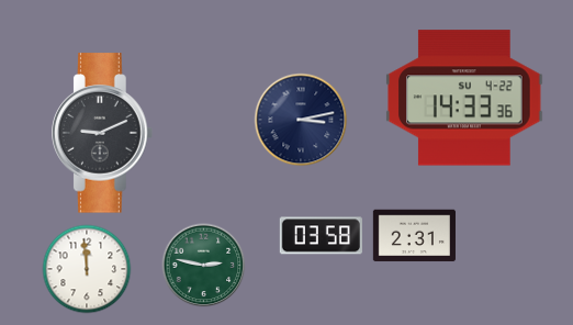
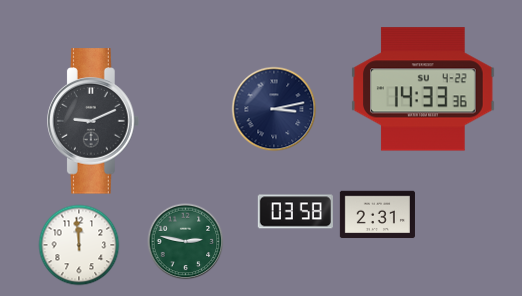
clock at (321, 236) position: (321, 236) -> (295, 212)
